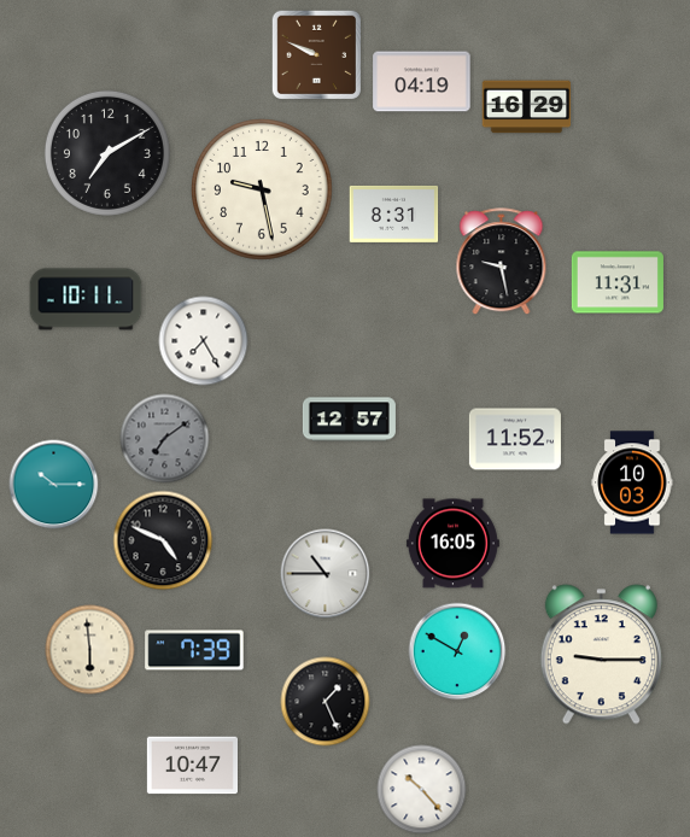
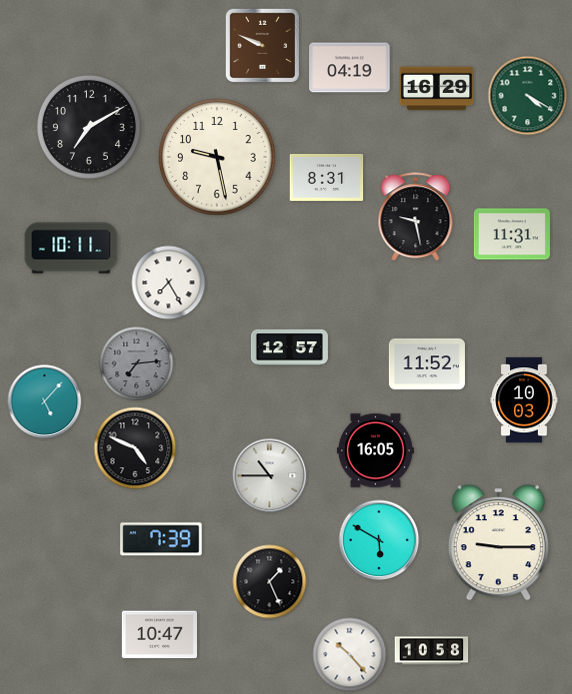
clock at (528, 96): none -> 4:20
clock at (165, 439): 7:09 -> 7:14
clock at (54, 485): 10:15 -> 5:07
clock at (90, 650): 5:59 -> none
clock at (457, 651): 12:50 -> 5:50
clock at (432, 651): none -> 10:58
